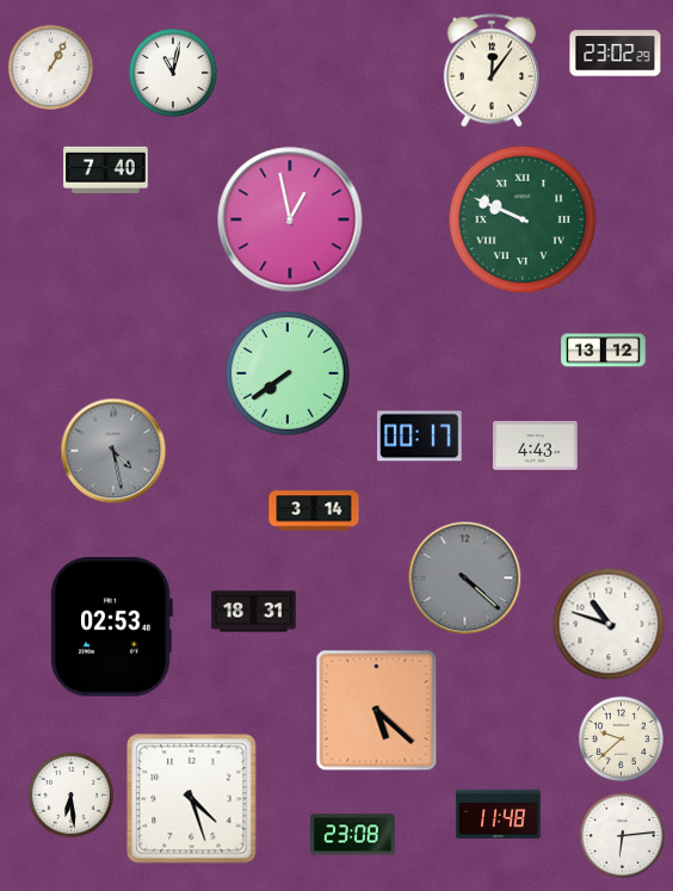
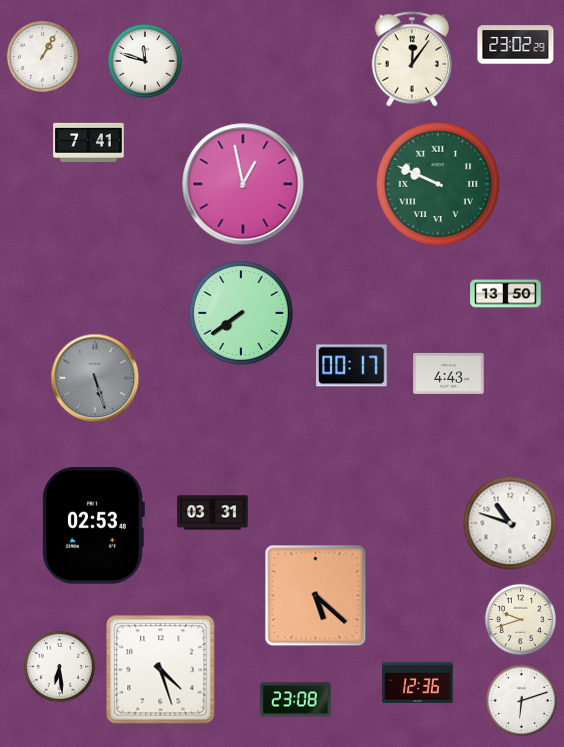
clock at (173, 73): 11:02 -> 11:48
clock at (106, 169): 7:40 -> 7:41
clock at (604, 351): 13:12 -> 13:50
clock at (113, 451): 4:28 -> 5:27
clock at (314, 511): 3:14 -> none
clock at (465, 578): 4:22 -> none
clock at (254, 612): 18:31 -> 03:31
clock at (620, 738): 9:38 -> 9:42
clock at (499, 813): 11:48 -> 12:36
clock at (622, 835): 6:14 -> 6:12
